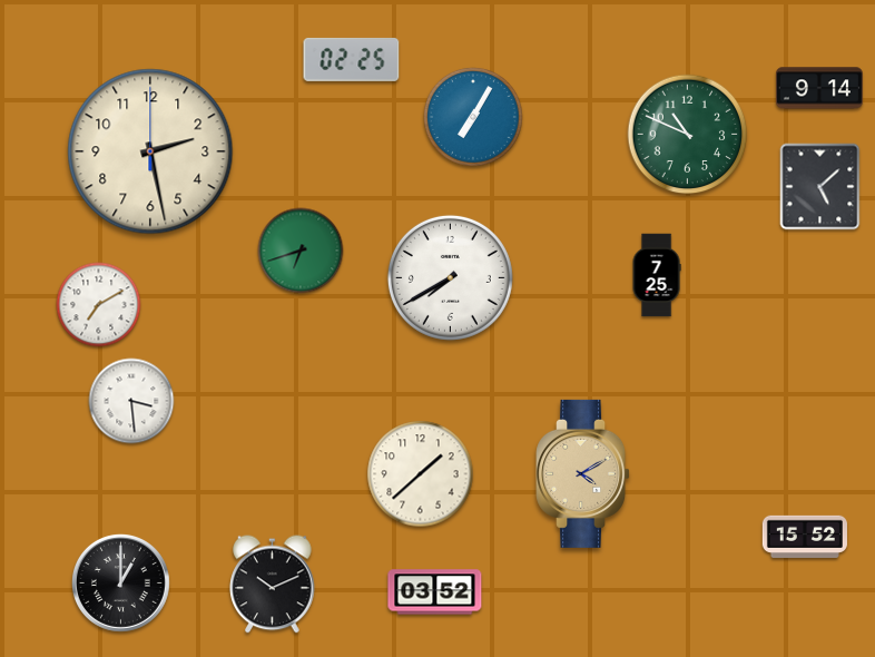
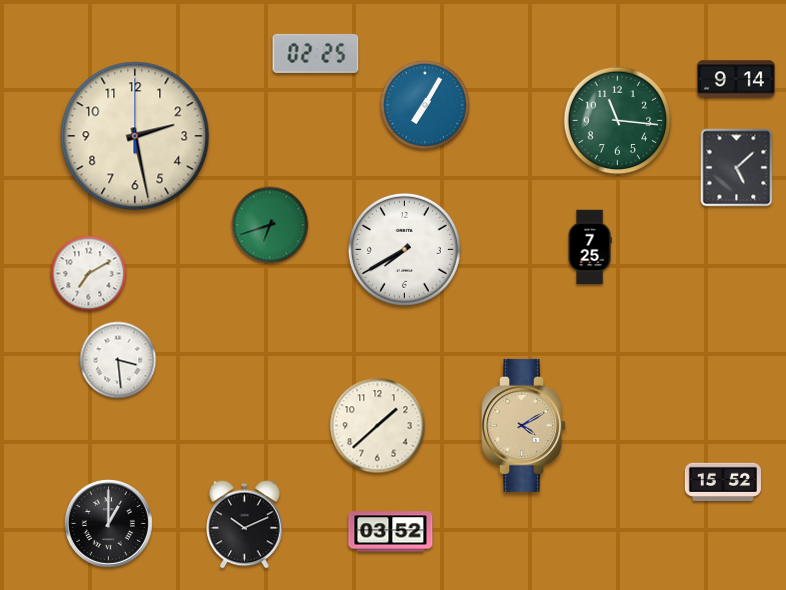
clock at (688, 135): 10:49 -> 11:16
